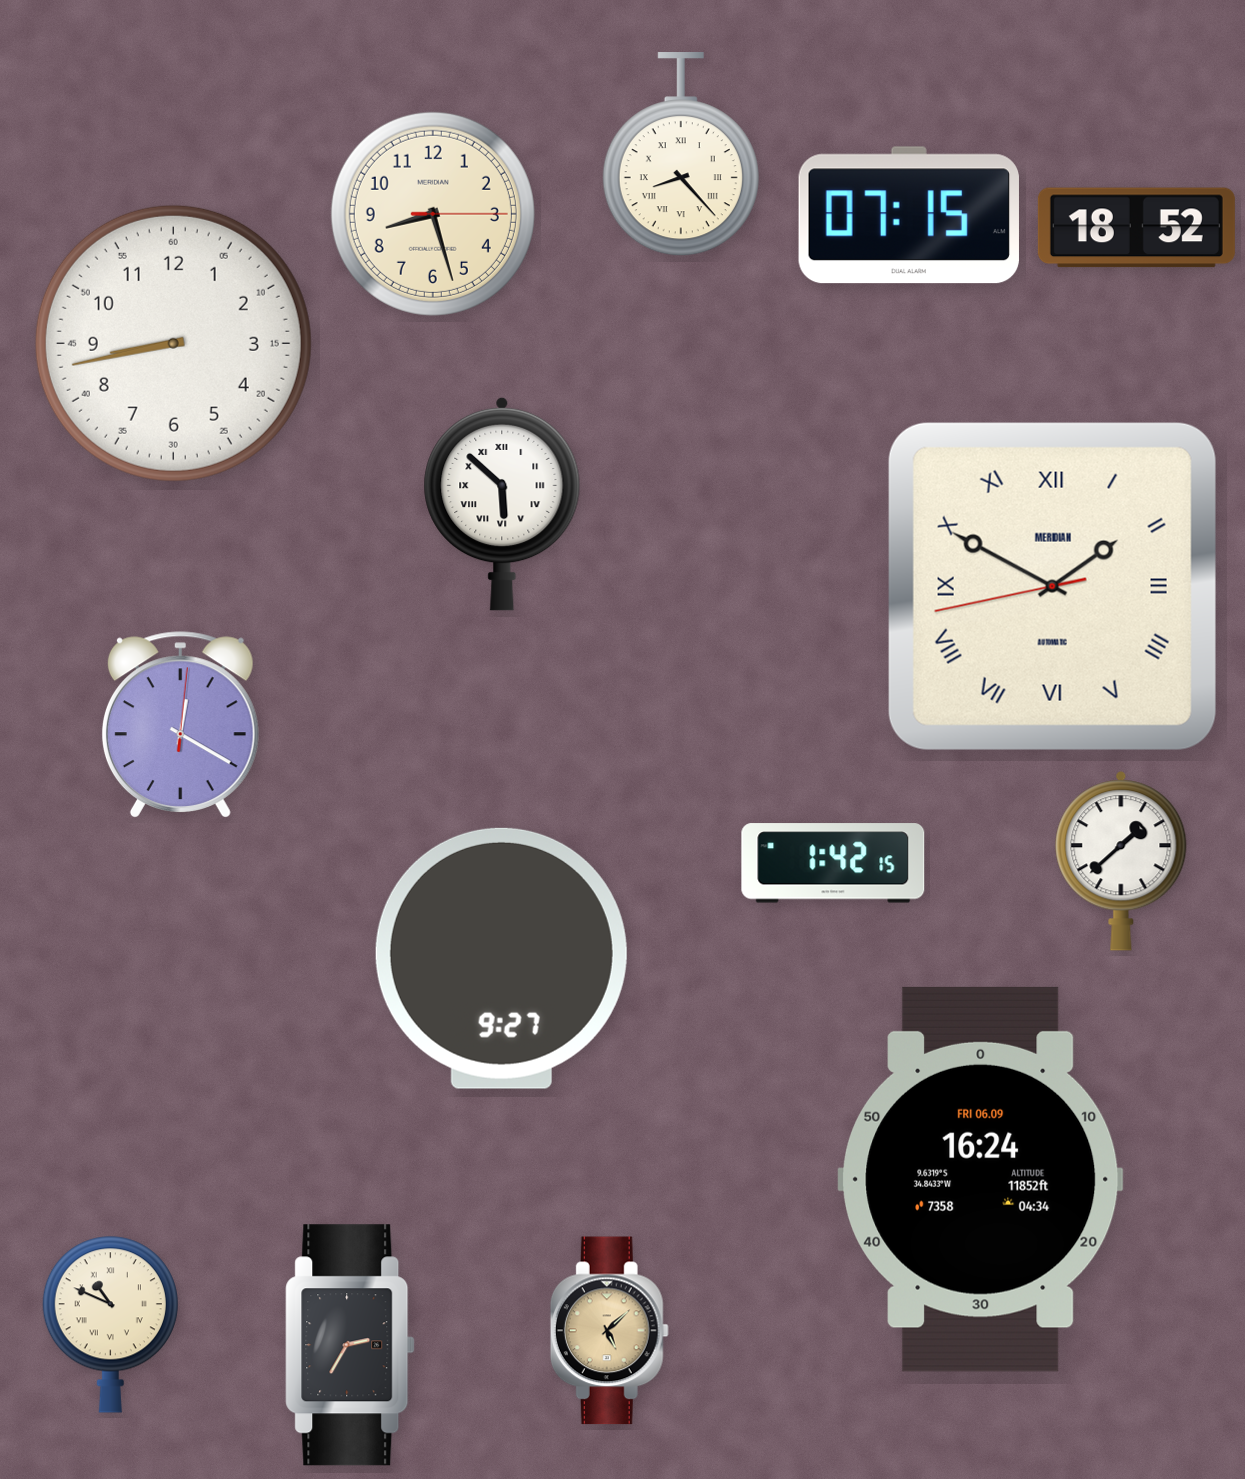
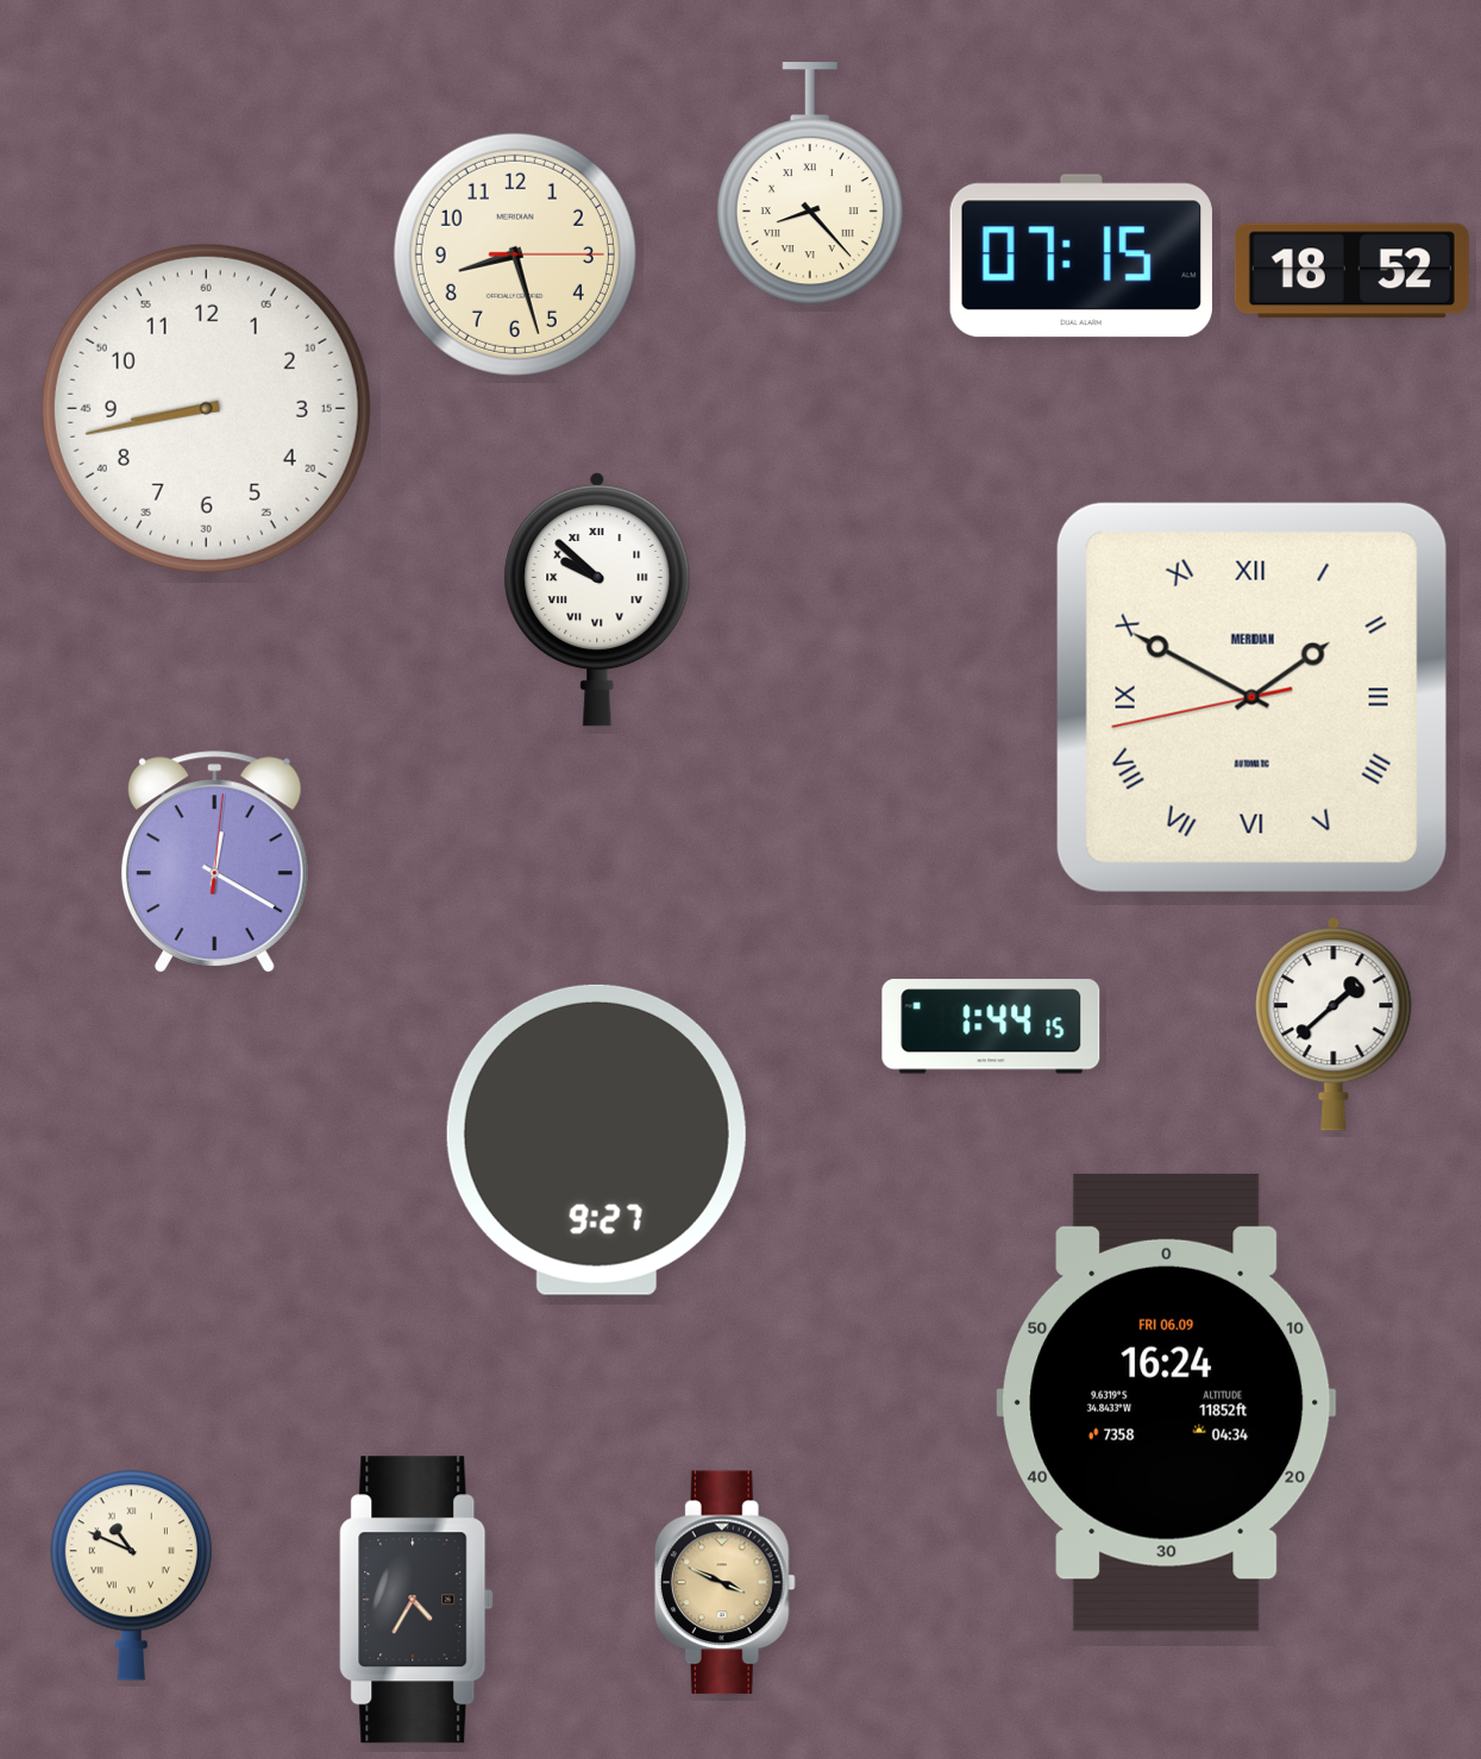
clock at (502, 504): 5:52 -> 9:52
clock at (833, 863): 1:42 -> 1:44
clock at (609, 1331): 5:08 -> 3:49
clock at (350, 1345): 2:35 -> 4:35
